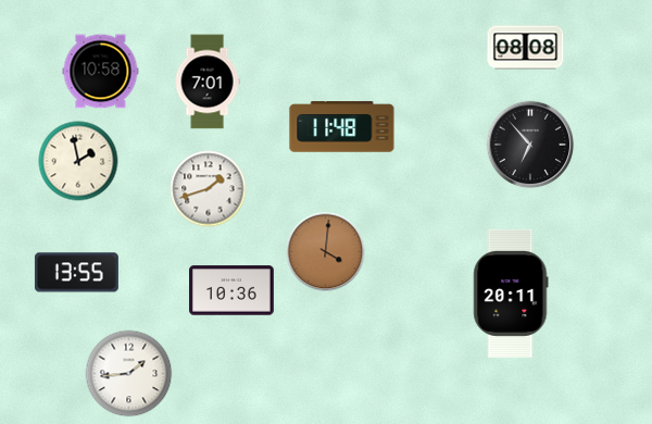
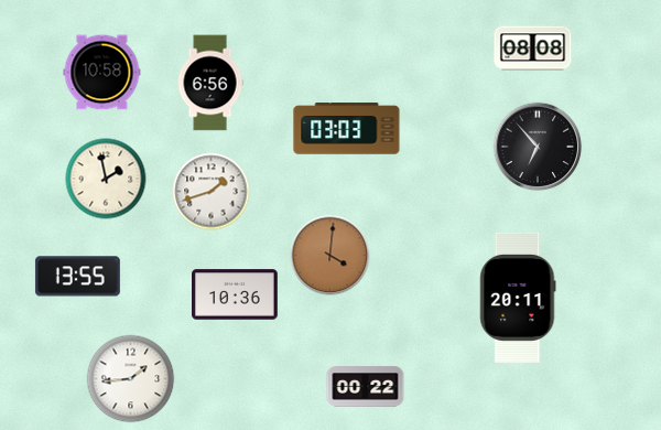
clock at (208, 82): 7:01 -> 6:56
clock at (342, 127): 11:48 -> 03:03
clock at (78, 161) position: (78, 161) -> (106, 179)
clock at (366, 387): none -> 00:22
